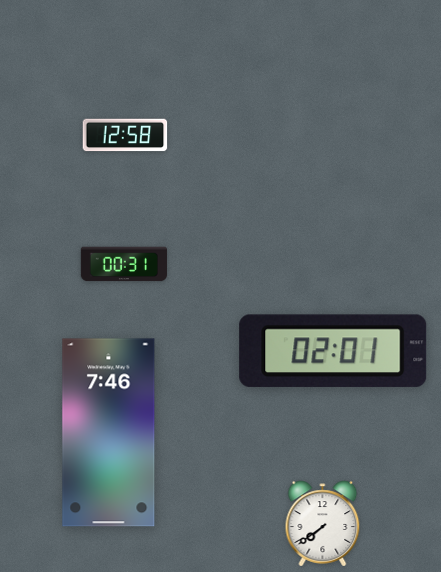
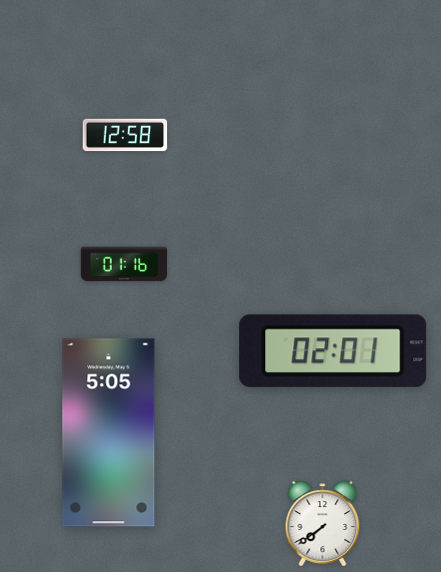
clock at (124, 264): 00:31 -> 01:16
clock at (109, 433): 7:46 -> 5:05
